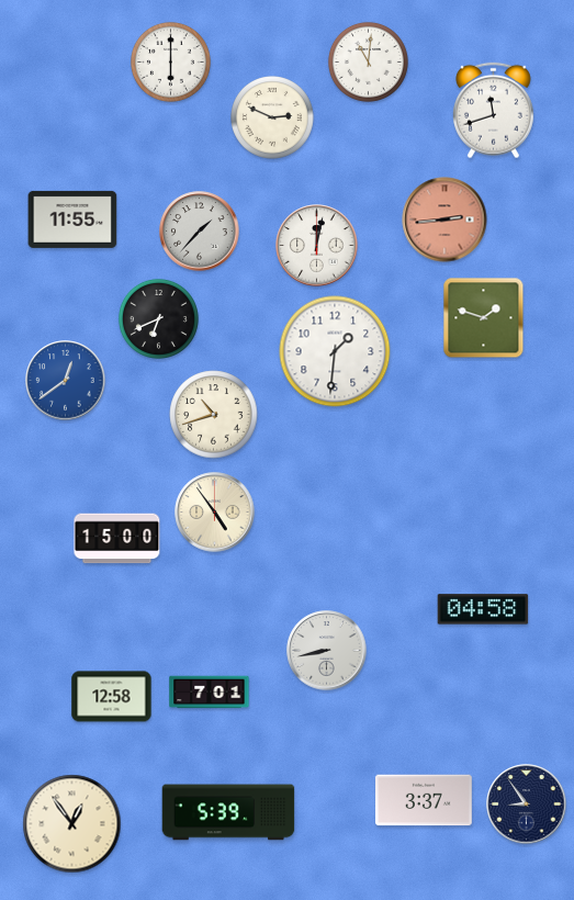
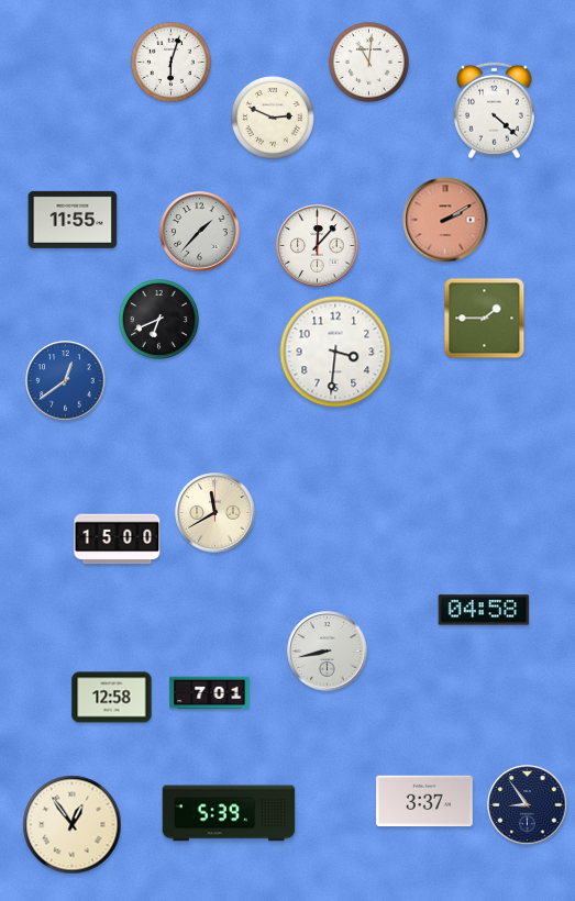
clock at (170, 61): 6:00 -> 6:03
clock at (494, 111): 11:42 -> 4:22
clock at (444, 220): 2:44 -> 2:10
clock at (317, 246): 12:02 -> 12:07
clock at (484, 318): 1:48 -> 1:45
clock at (335, 351): 1:31 -> 3:31
clock at (214, 415): 10:42 -> none
clock at (215, 513): 4:54 -> 11:40
